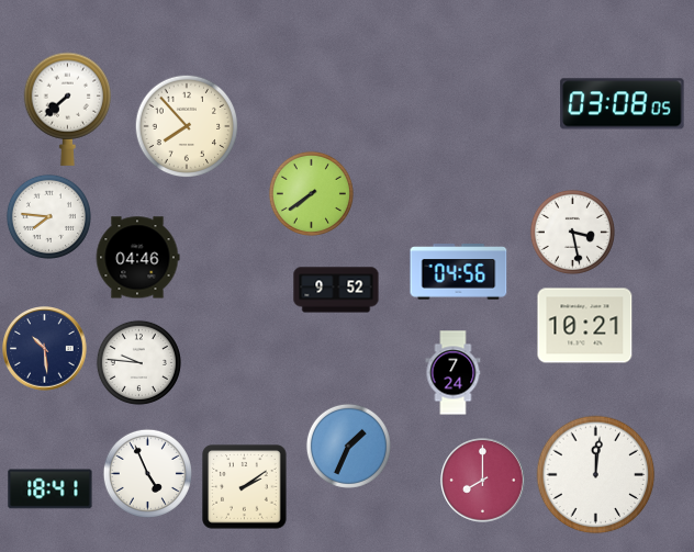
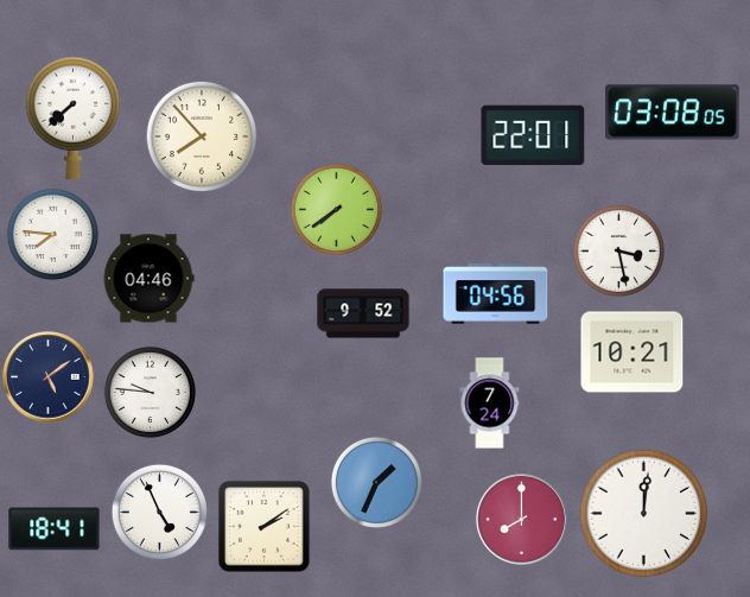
clock at (533, 135): none -> 22:01
clock at (45, 349): 10:29 -> 5:09
